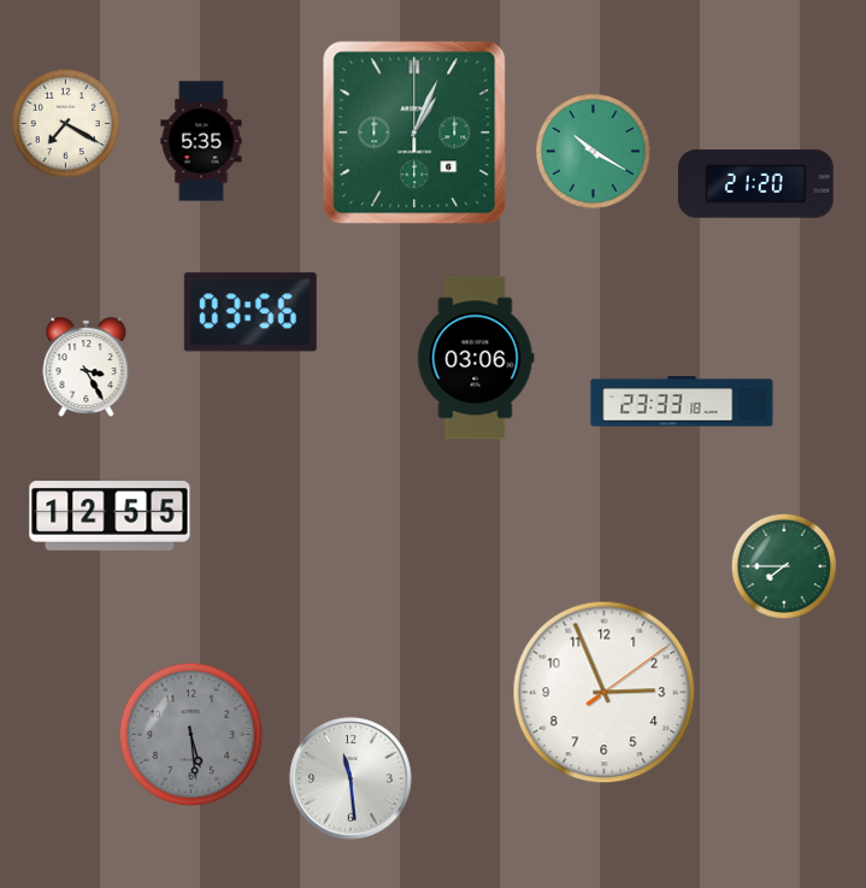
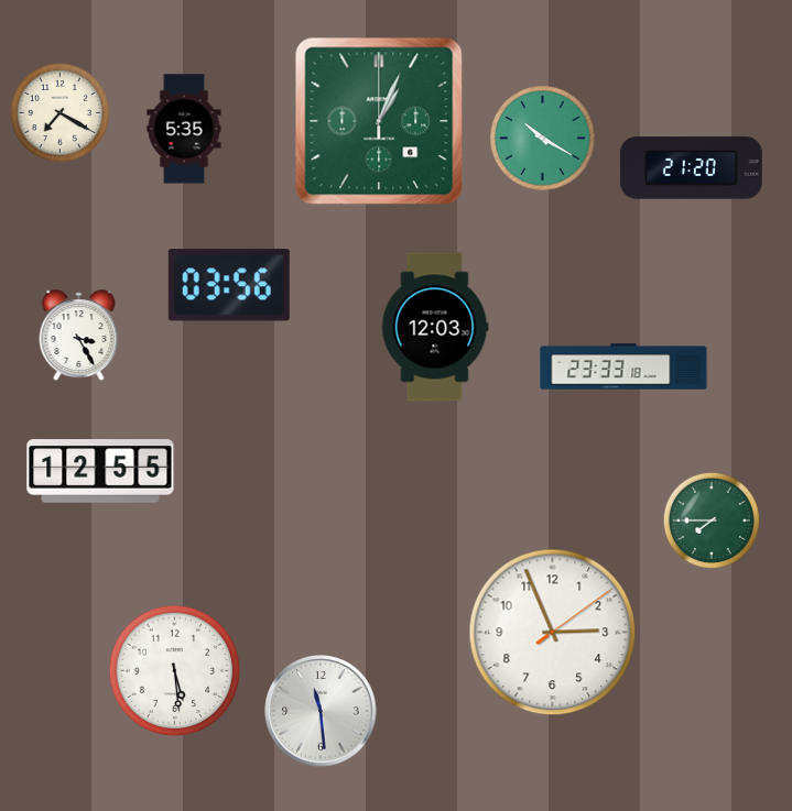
clock at (476, 358): 03:06 -> 12:03
clock at (784, 566) position: (784, 566) -> (712, 520)
clock at (192, 735) dial: grey -> white
